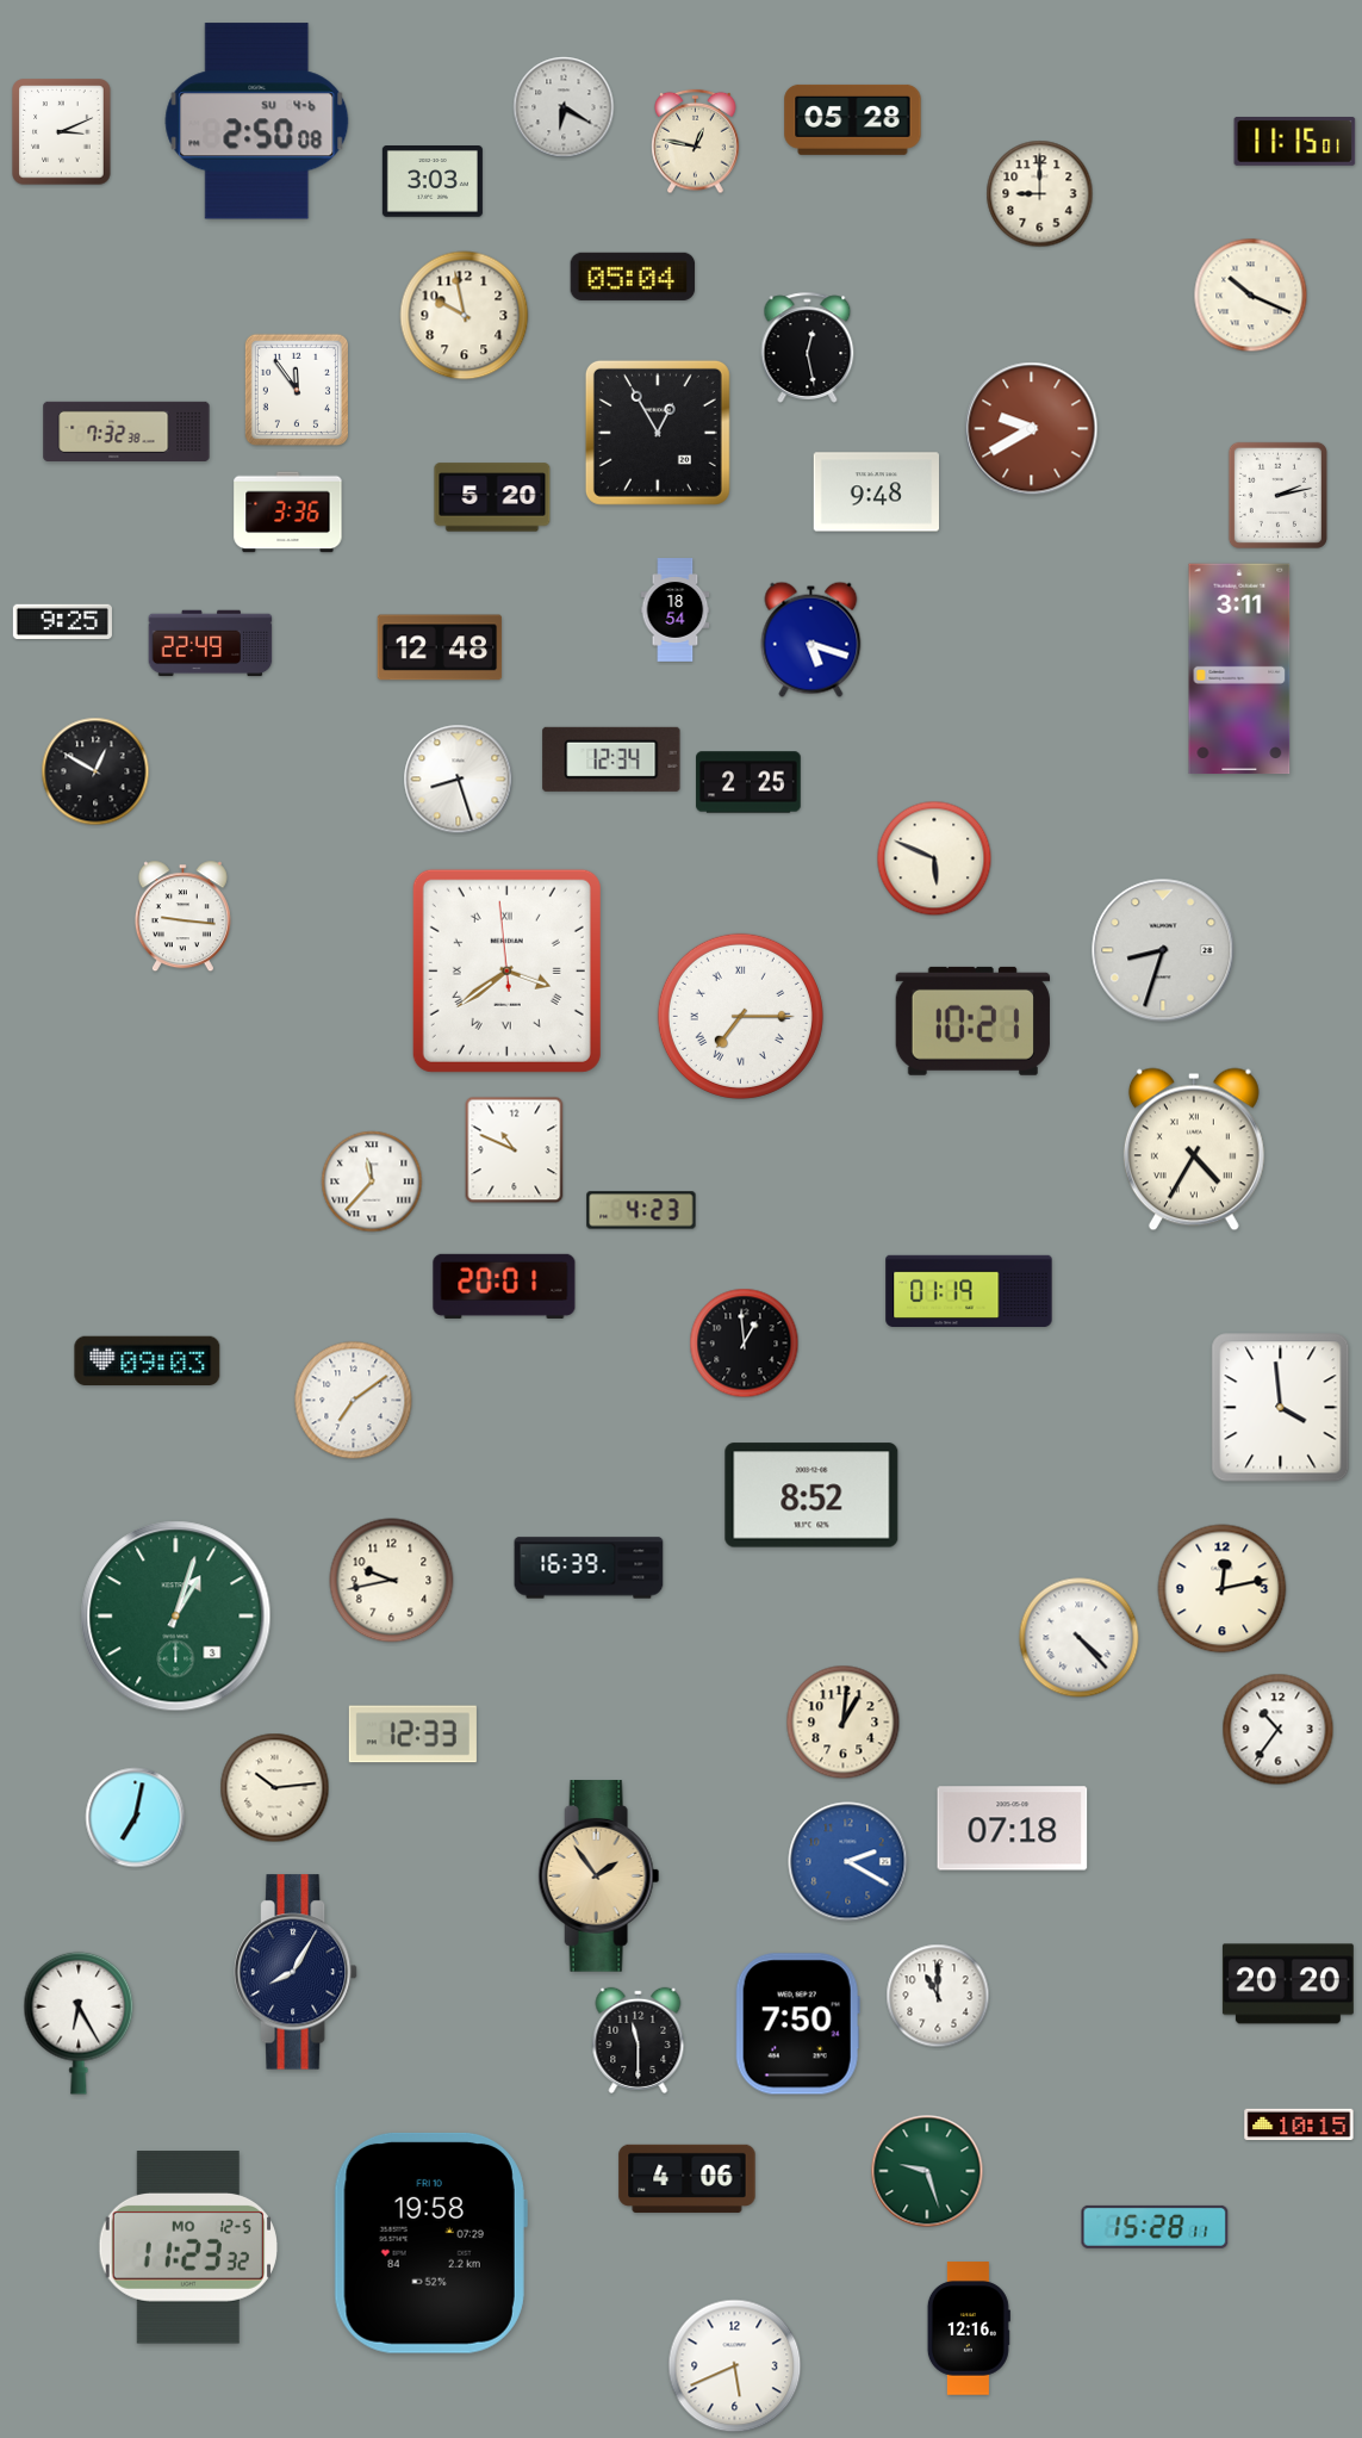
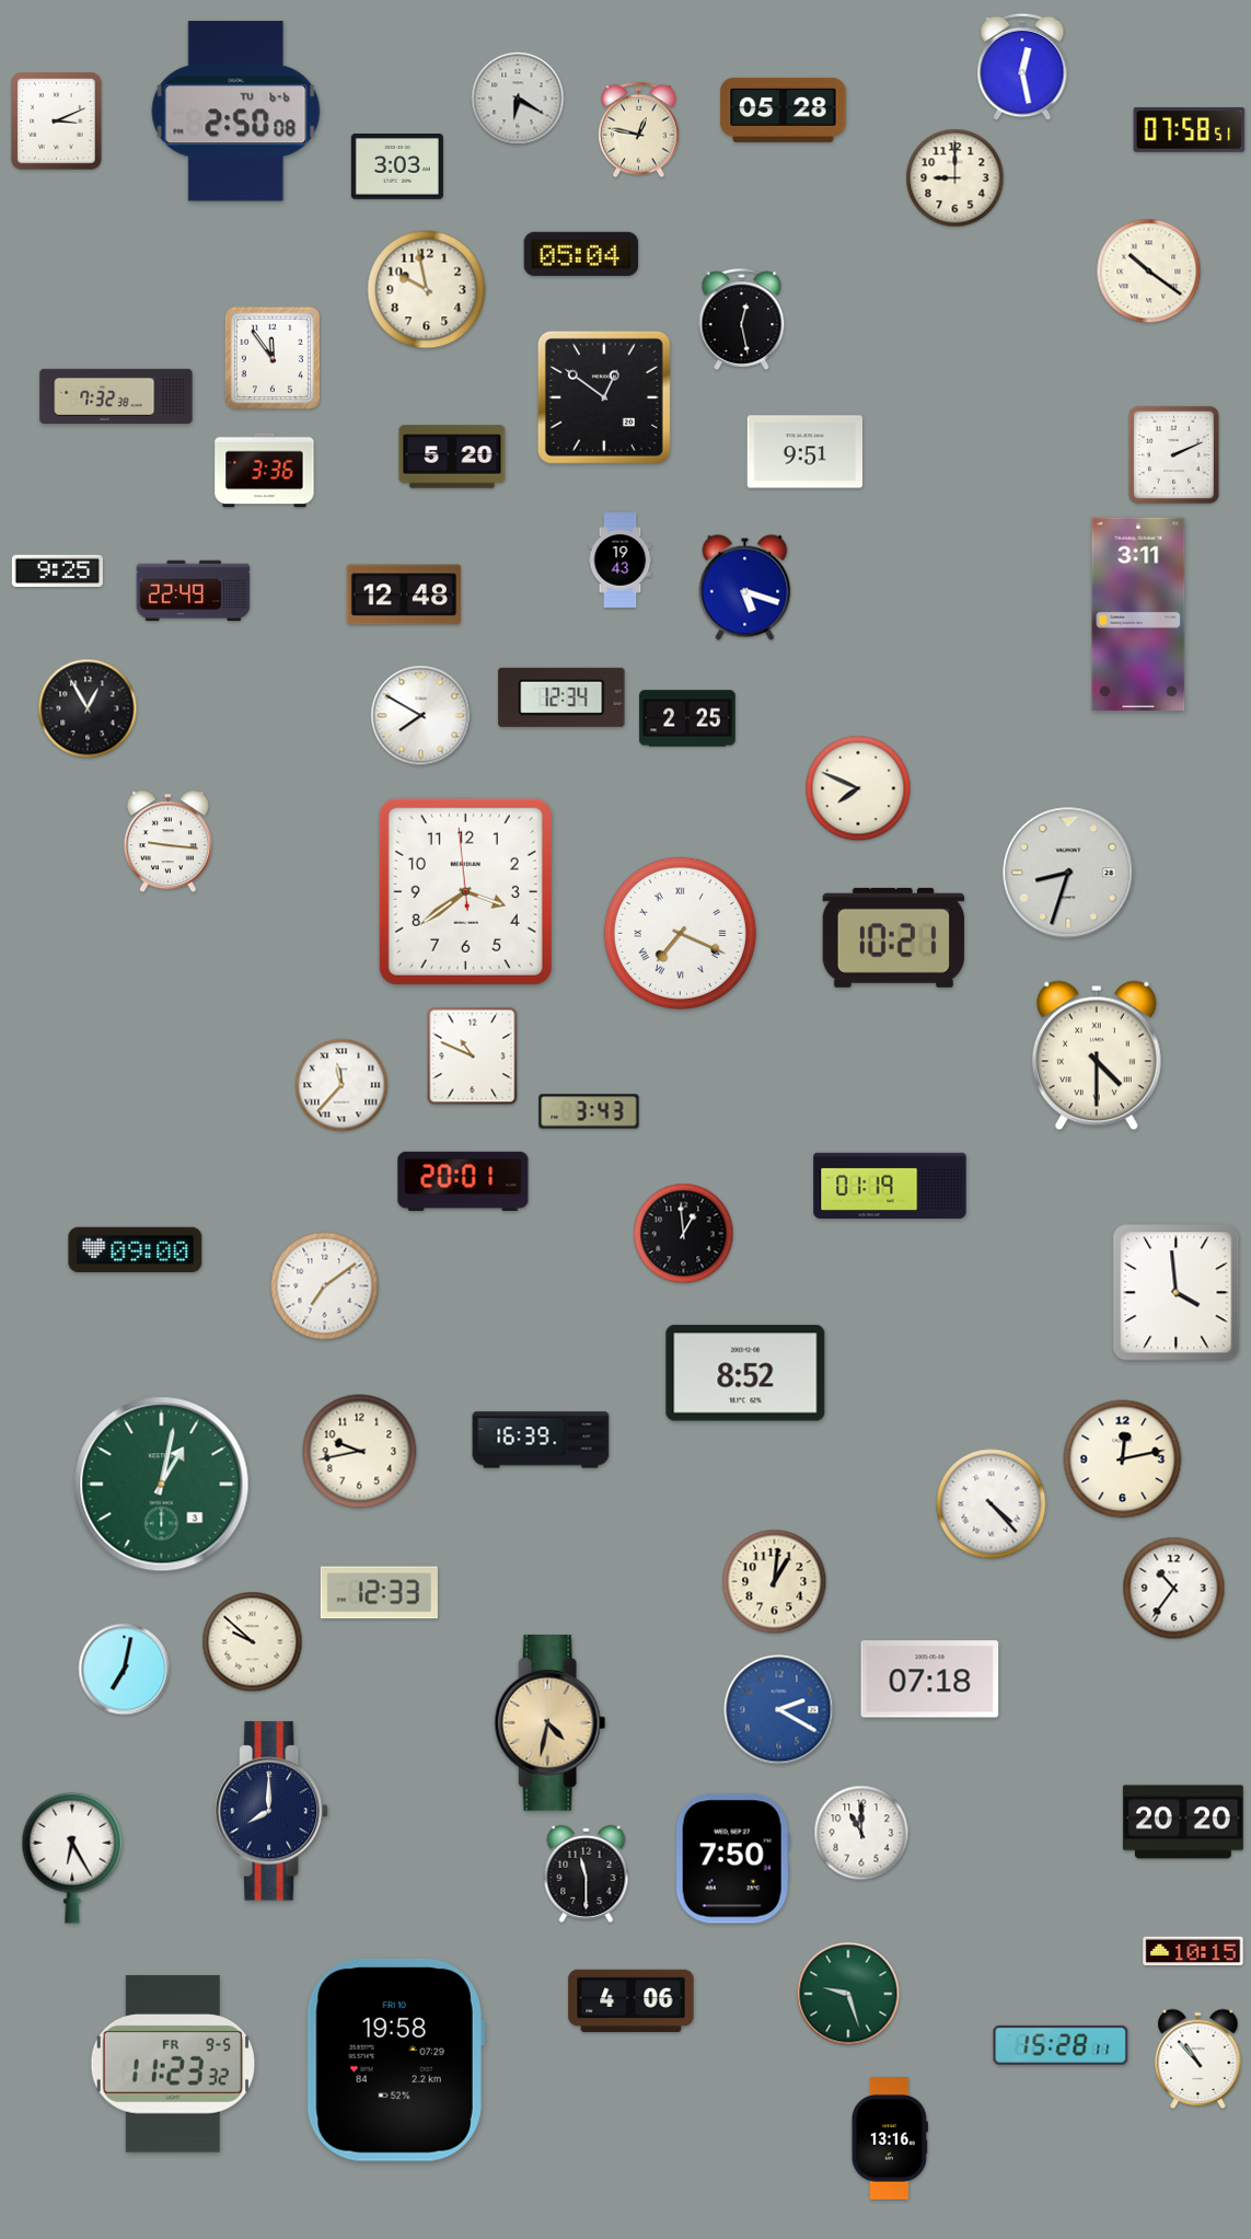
clock at (1022, 67): none -> 12:28
clock at (257, 122) date: SU 4-6 -> TU 6-6
clock at (1295, 142): 11:15 -> 07:58
clock at (1251, 296): 10:19 -> 10:21
clock at (1032, 429): 9:40 -> none
clock at (658, 433): 12:55 -> 12:51
clock at (877, 492): 9:48 -> 9:51
clock at (1277, 495): 2:13 -> 2:11
clock at (676, 610): 18:54 -> 19:43
clock at (95, 771): 12:50 -> 12:55
clock at (459, 780): 8:27 -> 7:50
clock at (934, 858): 5:49 -> 7:49
clock at (506, 970) numerals: Roman -> Arabic
clock at (740, 1016): 7:15 -> 7:19
clock at (1194, 1149): 4:35 -> 4:30
clock at (641, 1210): 4:23 -> 3:43
clock at (148, 1361): 09:03 -> 09:00
clock at (176, 1617): 1:03 -> 1:02
clock at (275, 1788): 10:14 -> 9:52
clock at (599, 1876): 1:54 -> 4:32
clock at (296, 1972): 8:05 -> 8:00
clock at (927, 2171) position: (927, 2171) -> (848, 1994)
clock at (1198, 2058): none -> 10:53
clock at (188, 2247) date: MO 12-5 -> FR 9-5
clock at (969, 2328): 12:16 -> 13:16
clock at (735, 2366): 5:41 -> none
